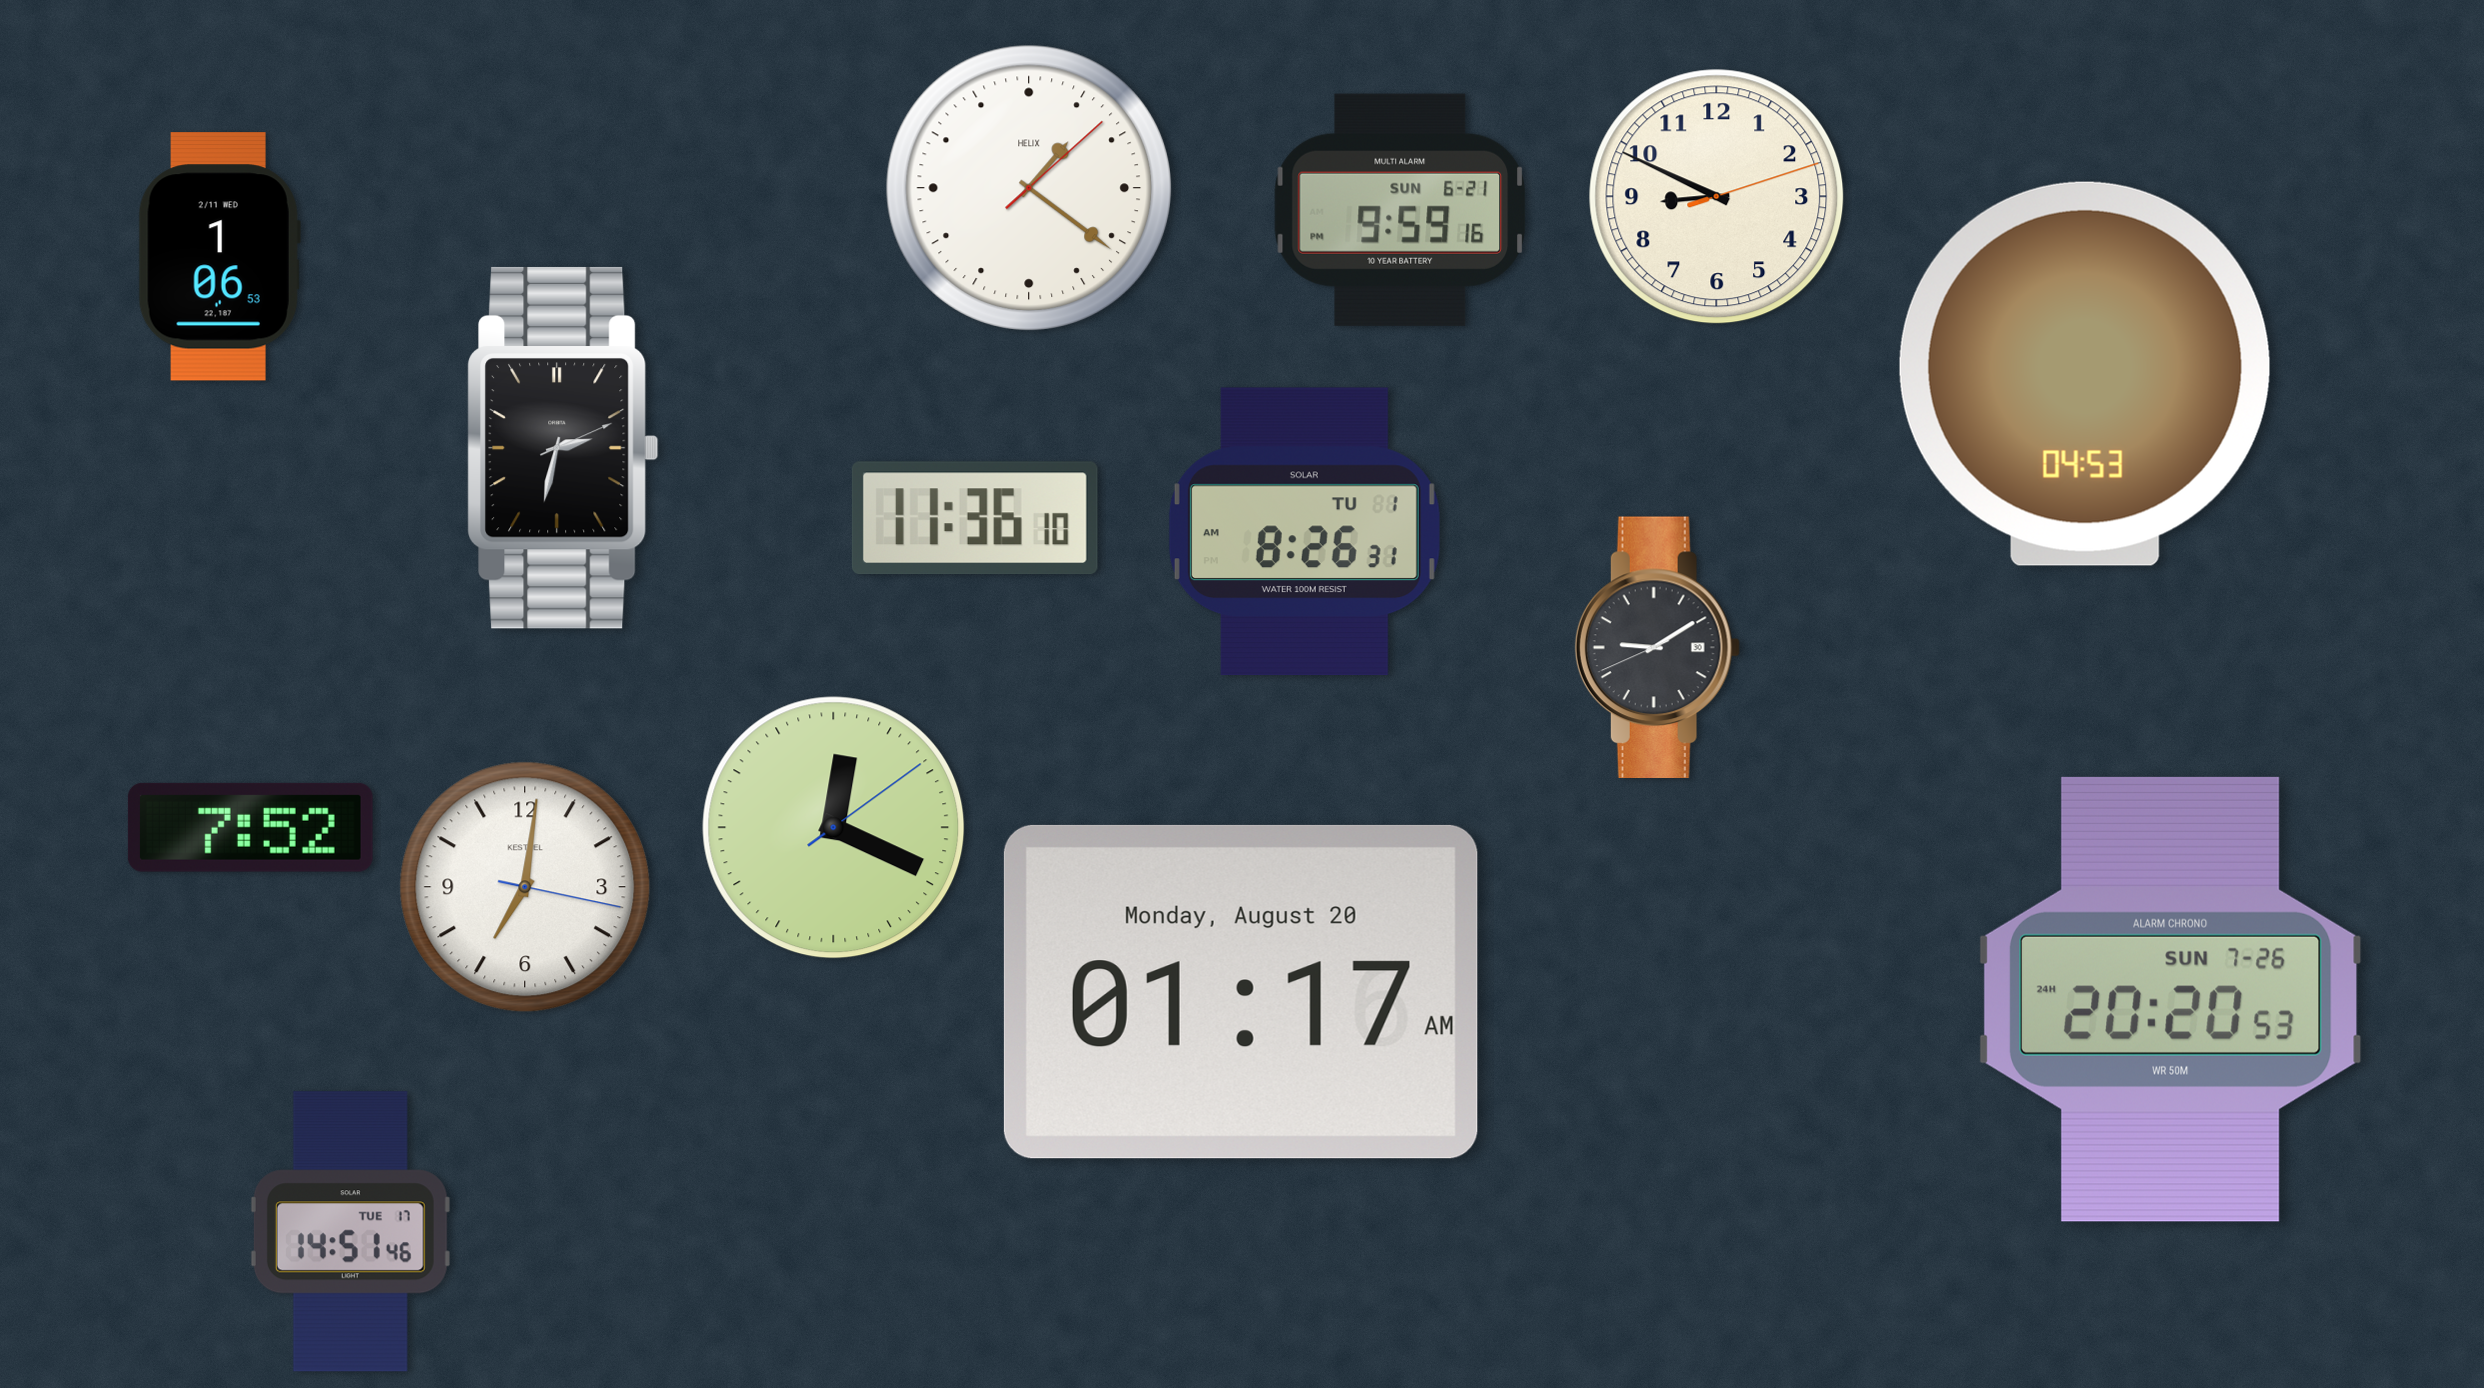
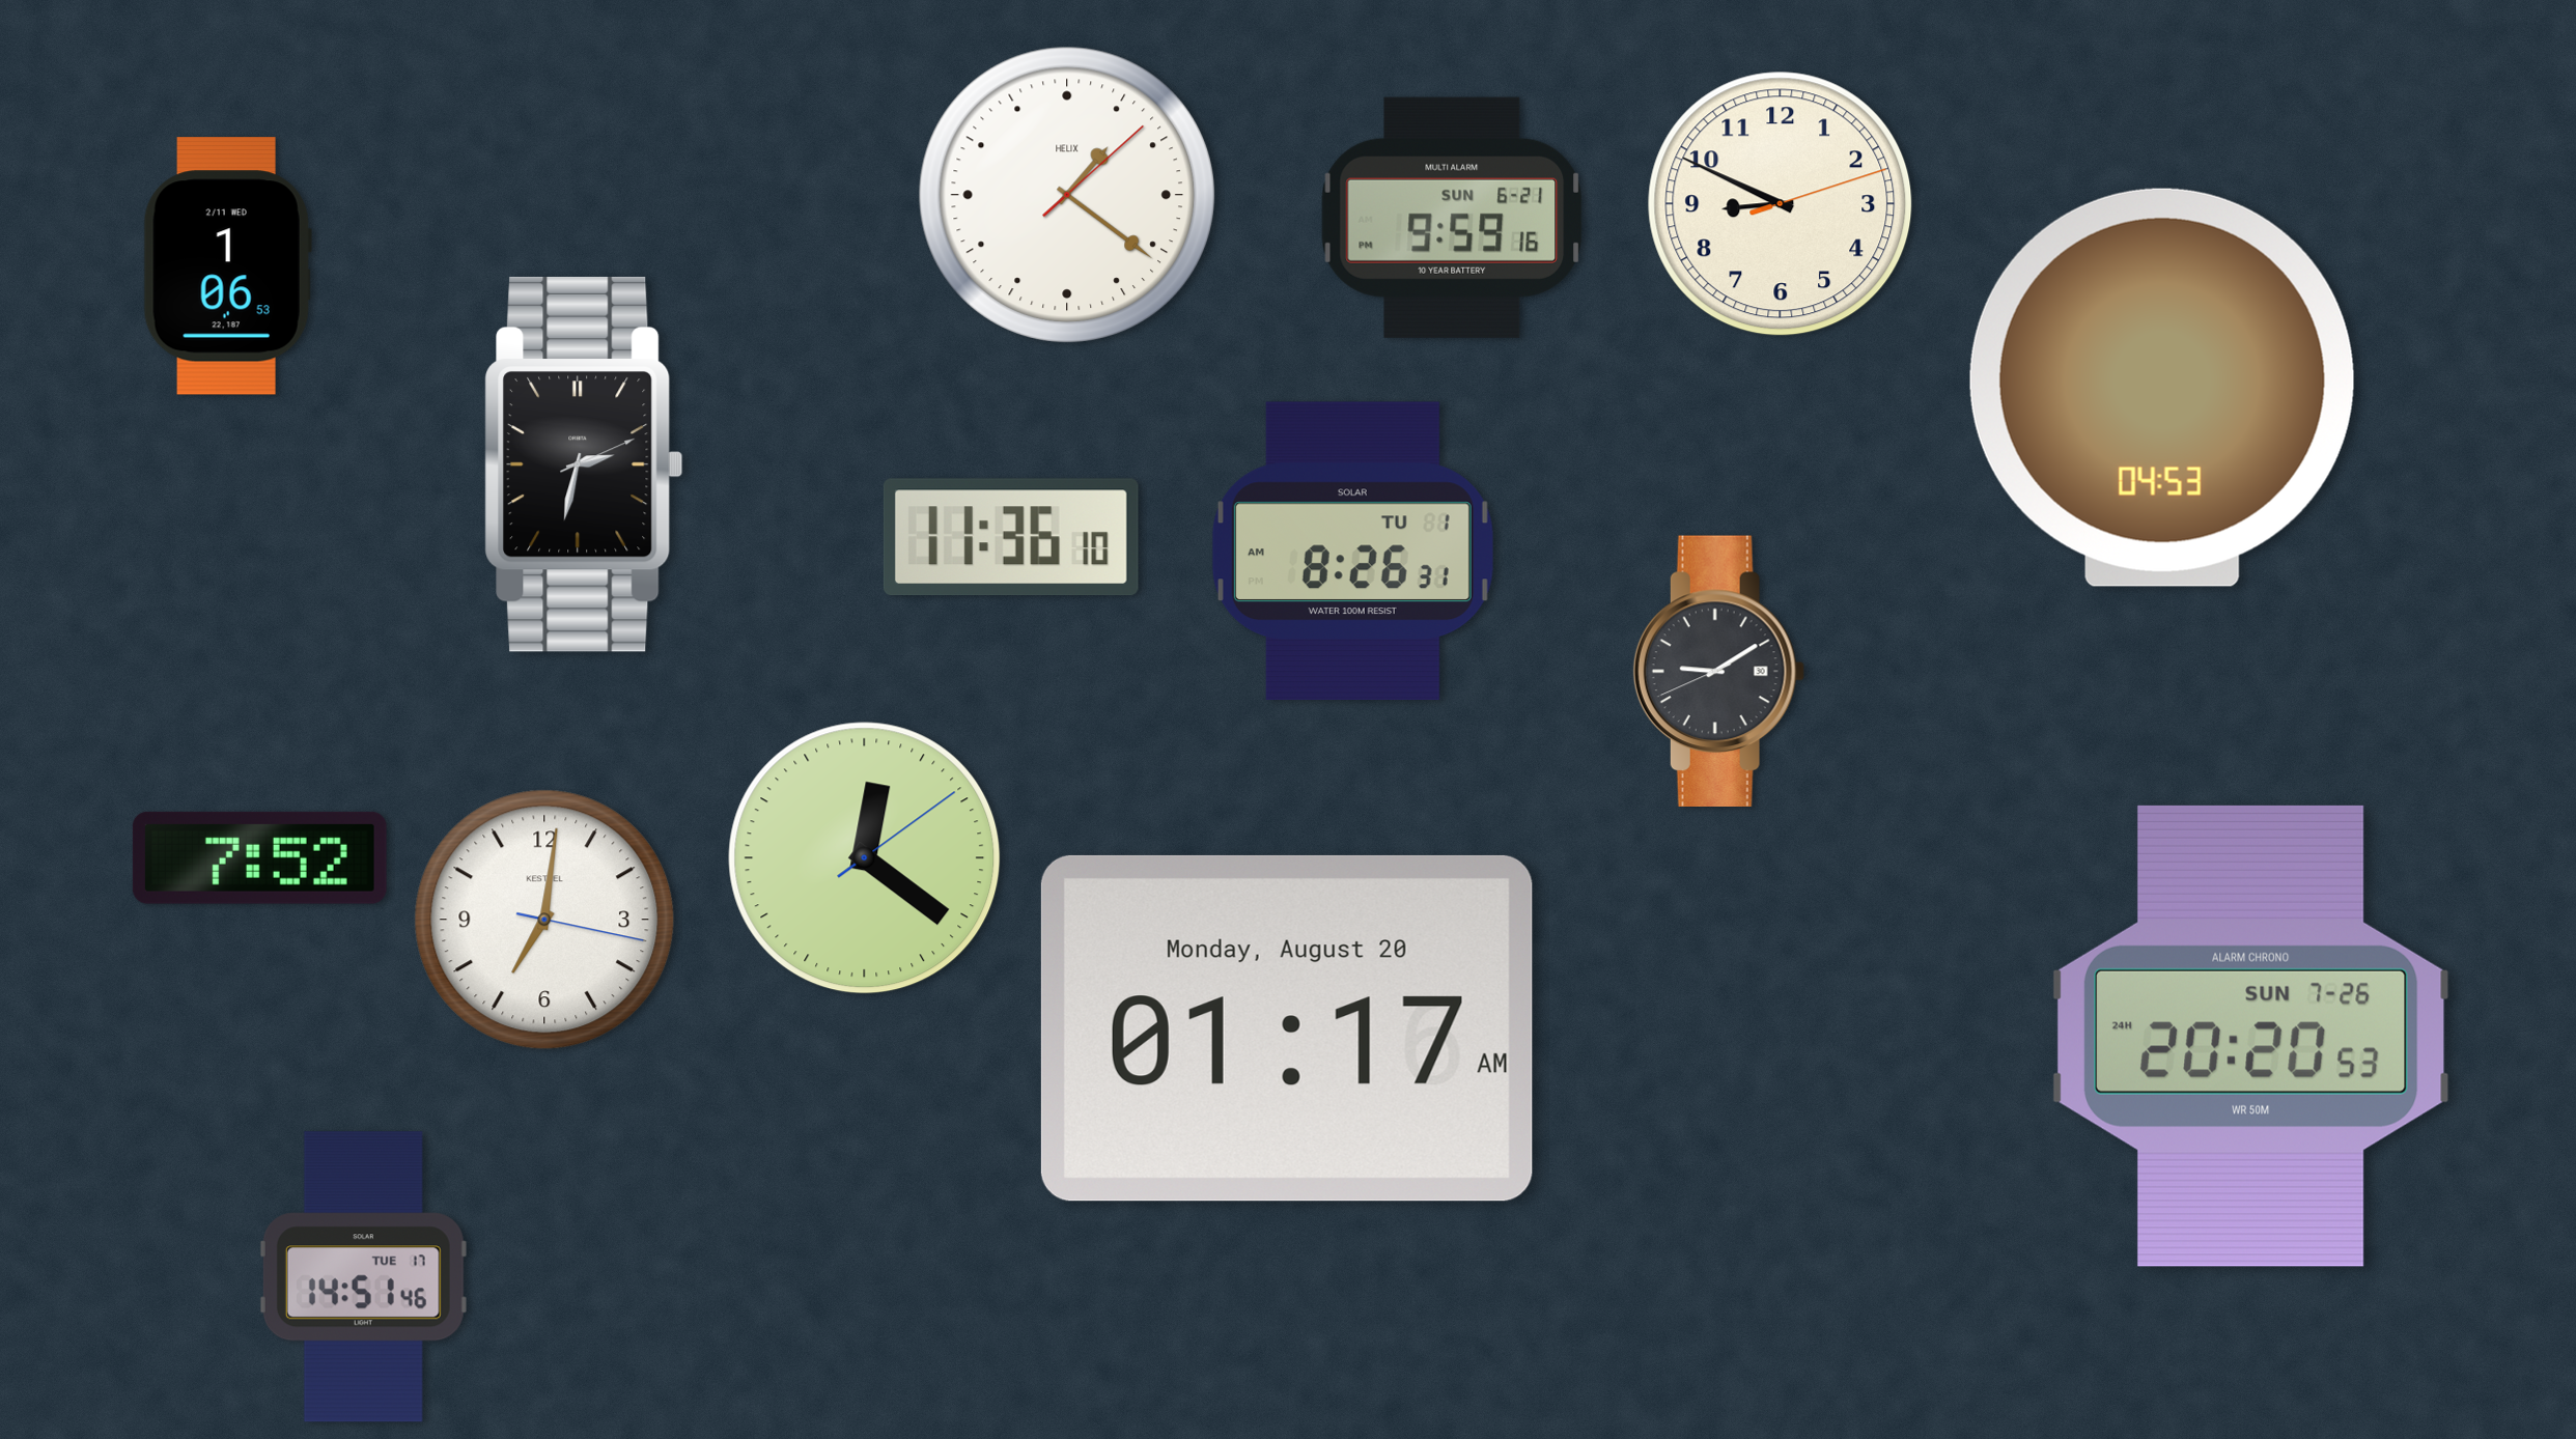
clock at (834, 828): 12:19 -> 12:21
